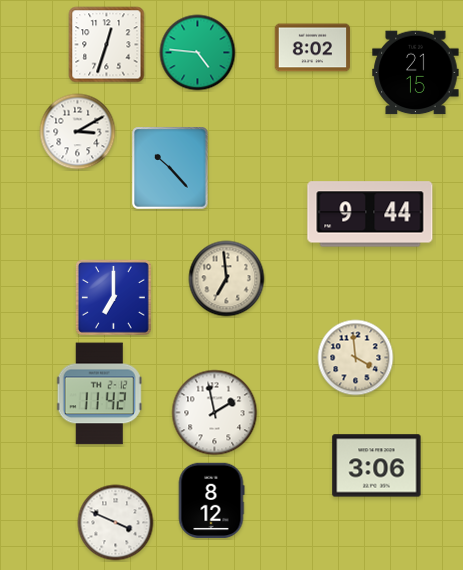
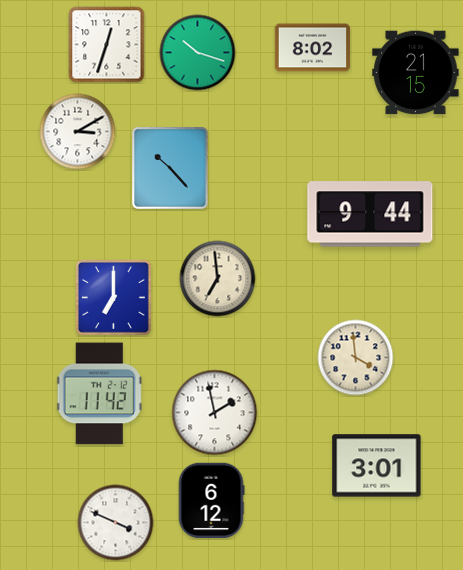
clock at (198, 53): 4:46 -> 10:18
clock at (227, 279) position: (227, 279) -> (218, 279)
clock at (377, 466): 3:06 -> 3:01
clock at (211, 501): 8:12 -> 6:12
